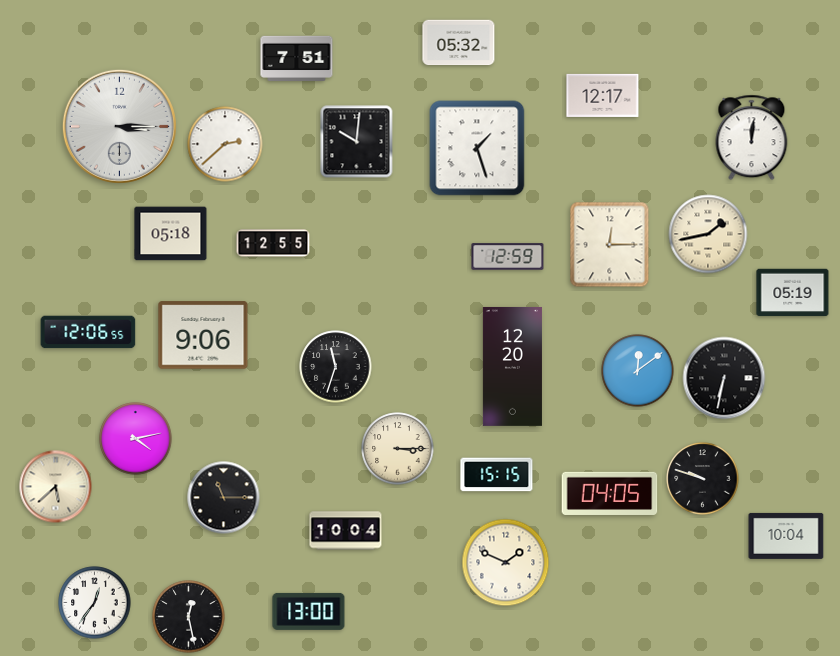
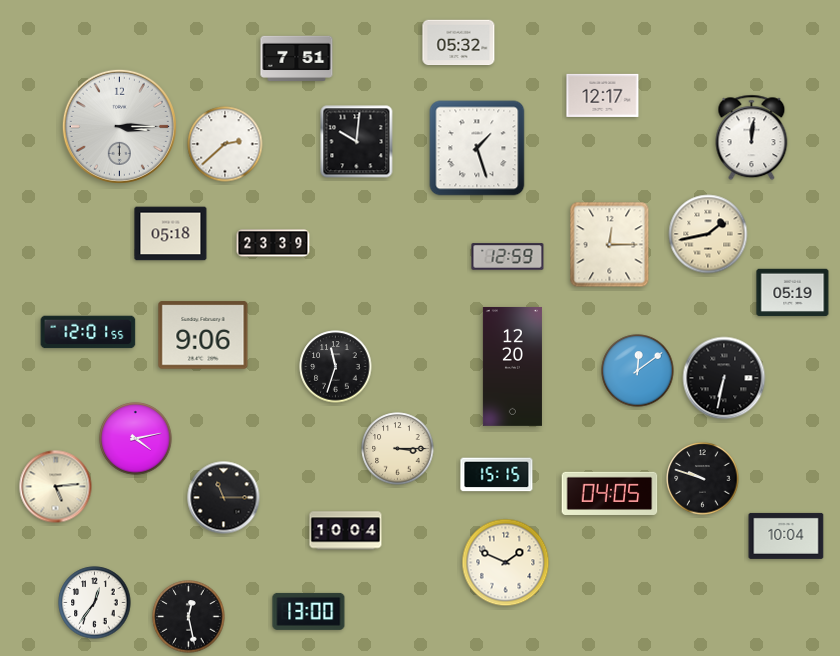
clock at (273, 243): 12:55 -> 23:39
clock at (88, 332): 12:06 -> 12:01
clock at (56, 487): 5:38 -> 5:14
